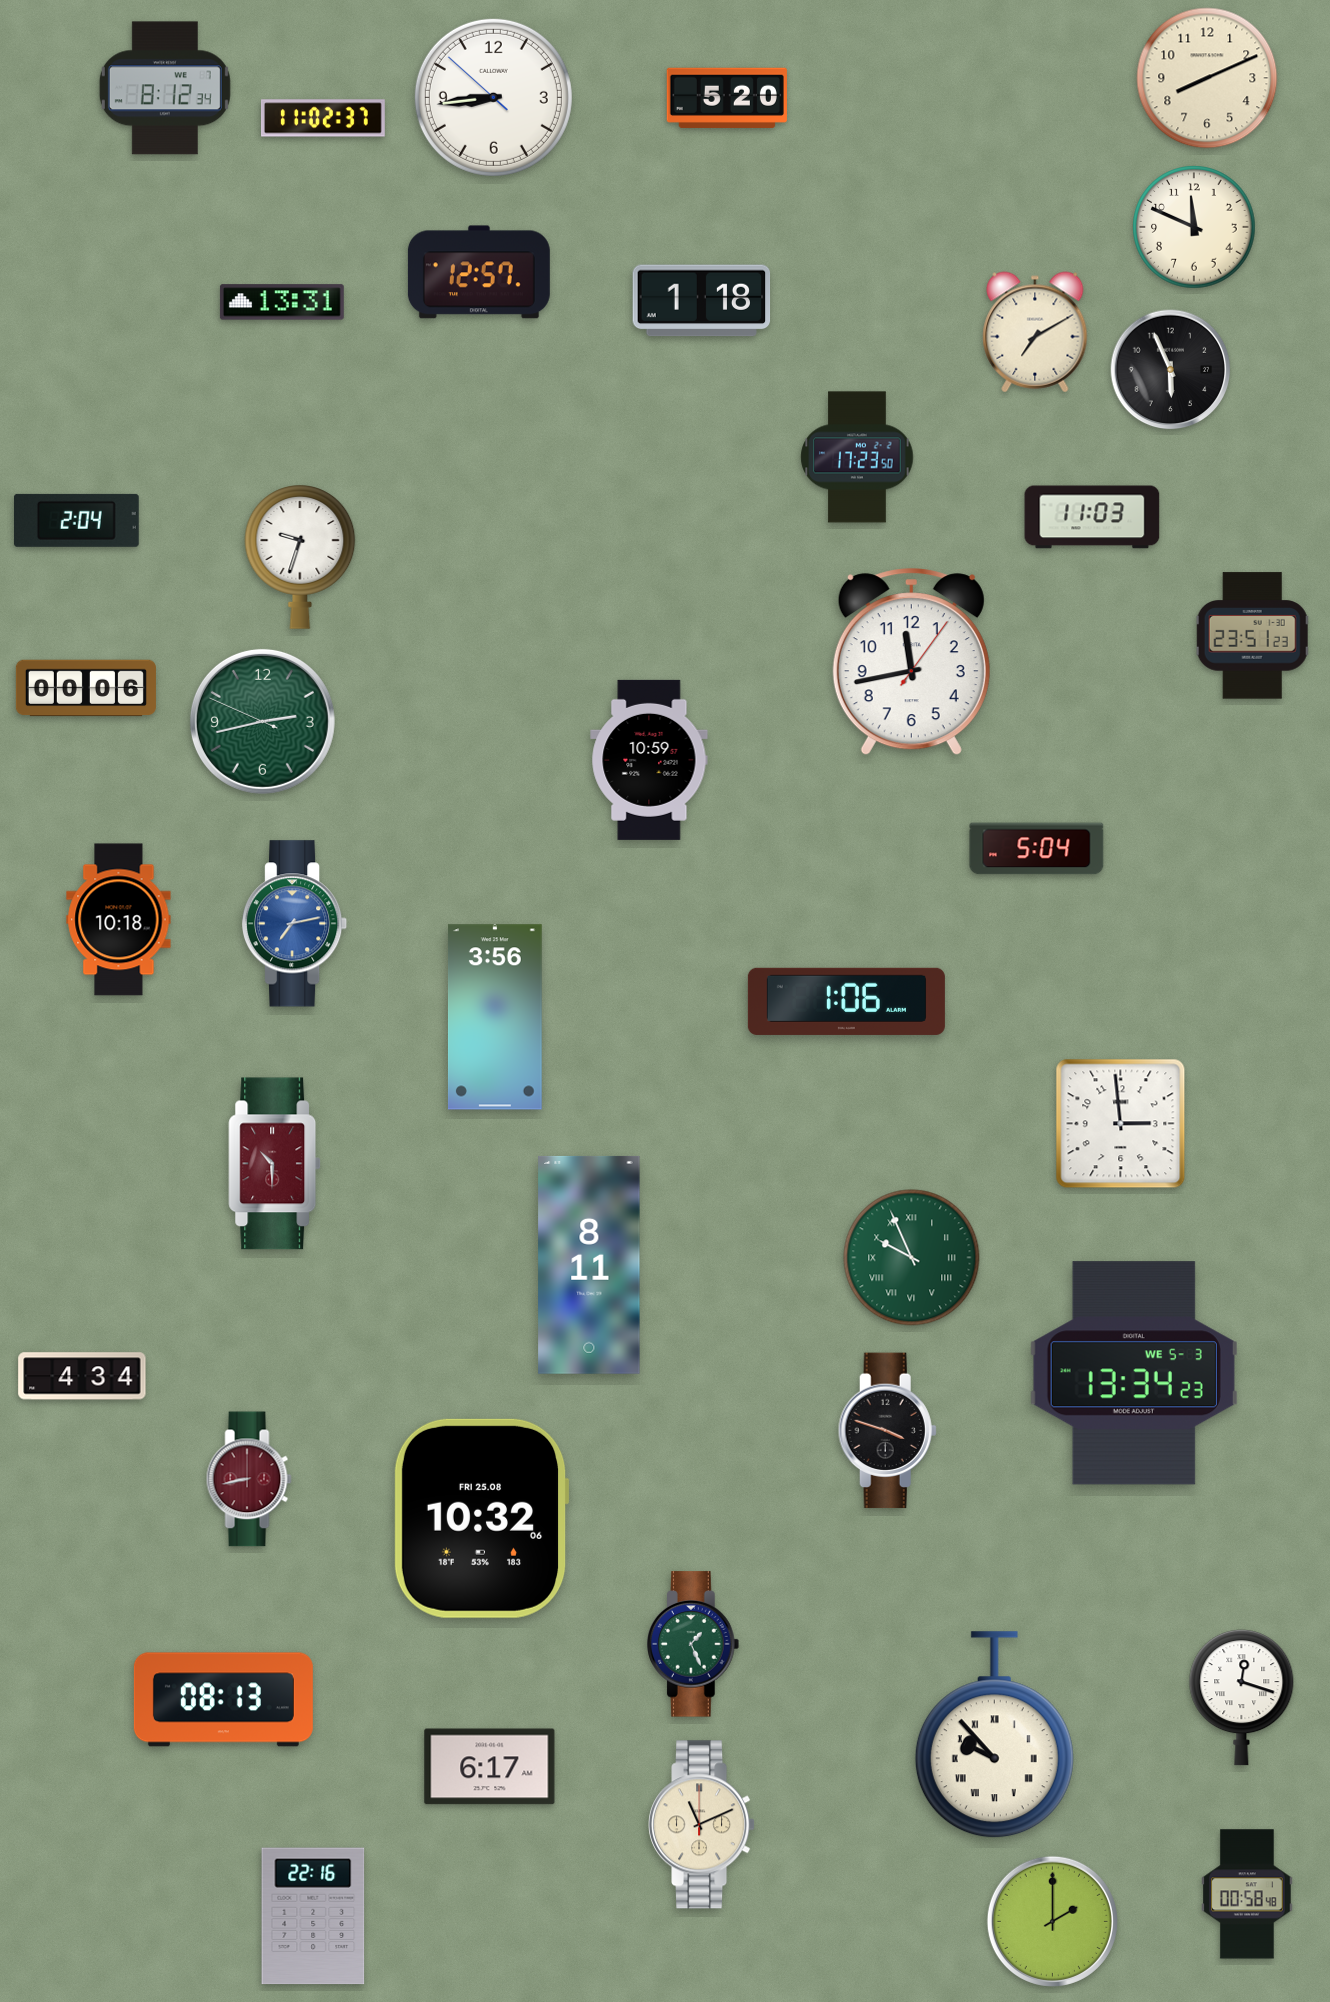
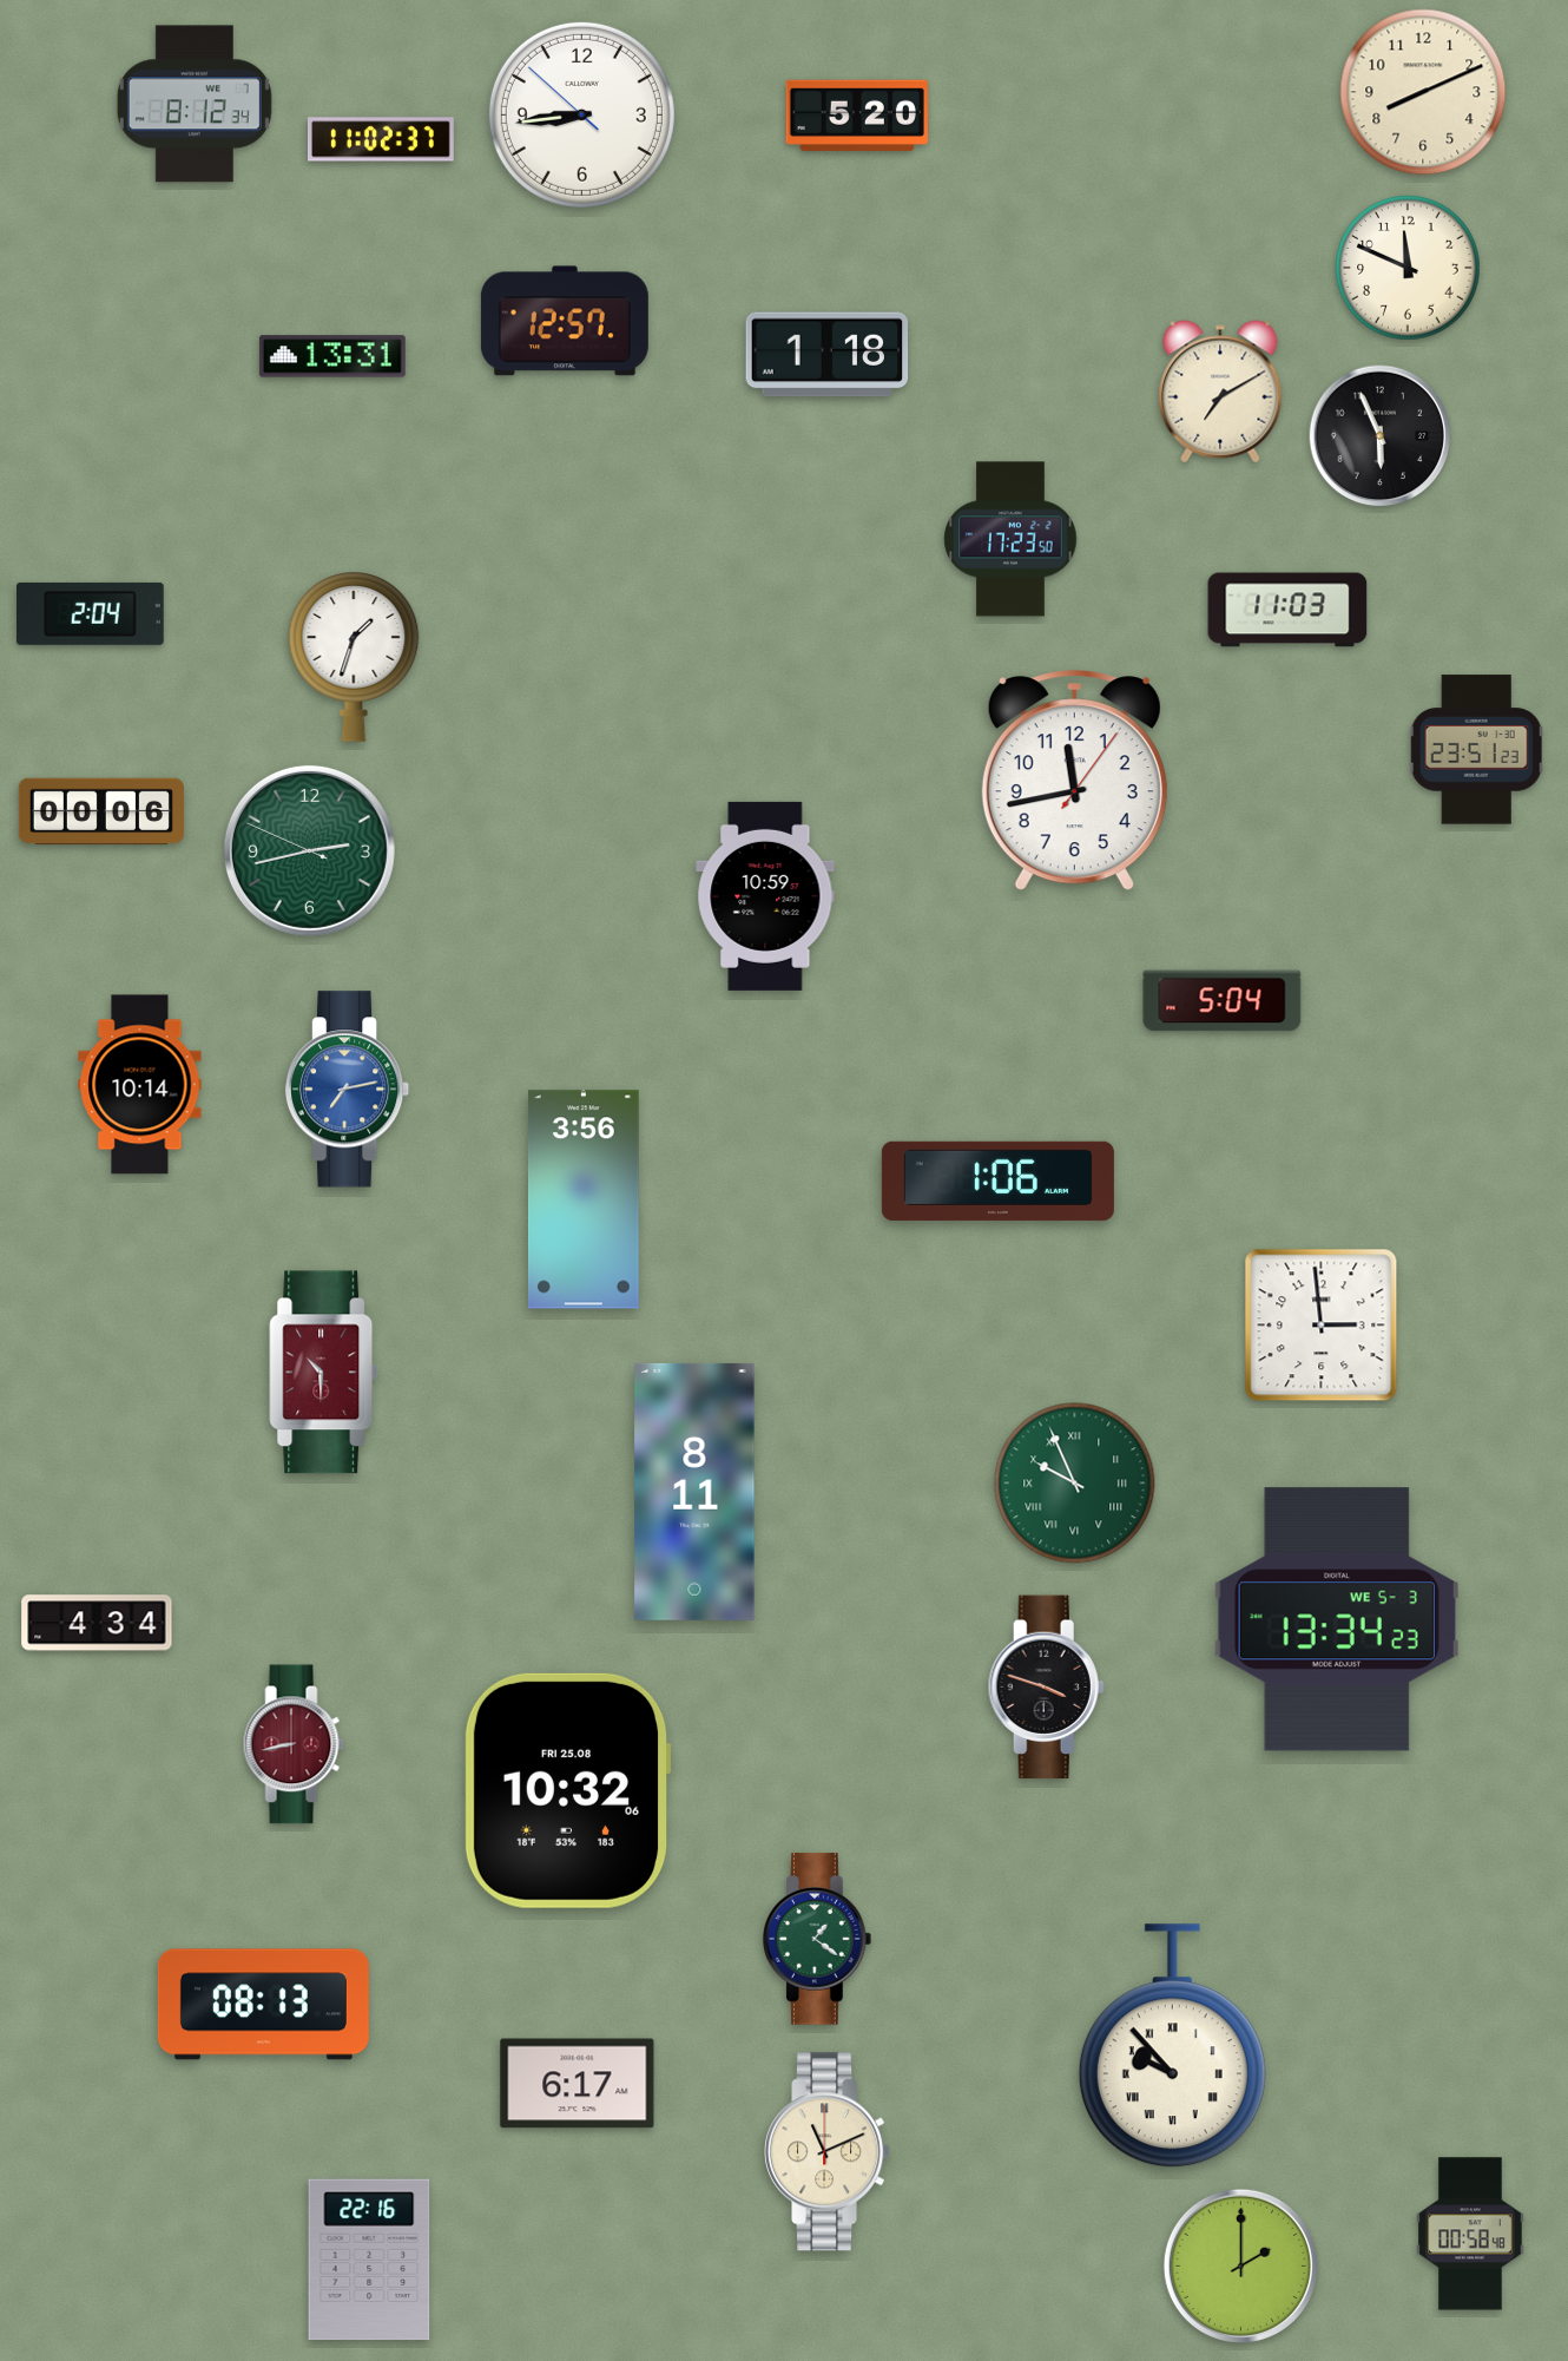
clock at (300, 557): 9:33 -> 1:33
clock at (119, 920): 10:18 -> 10:14
clock at (693, 1644): 1:26 -> 1:21
clock at (1242, 1698): 12:18 -> none
